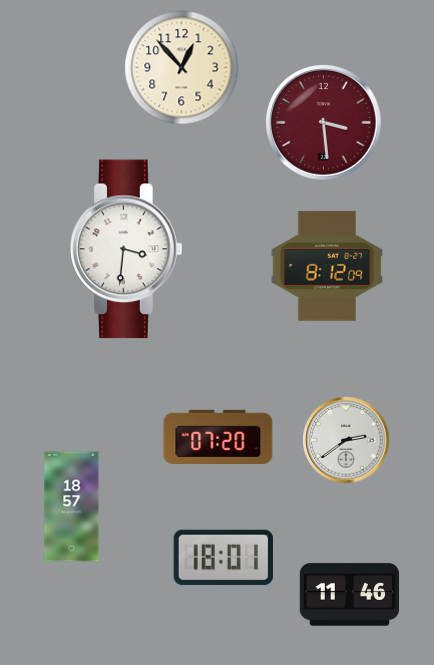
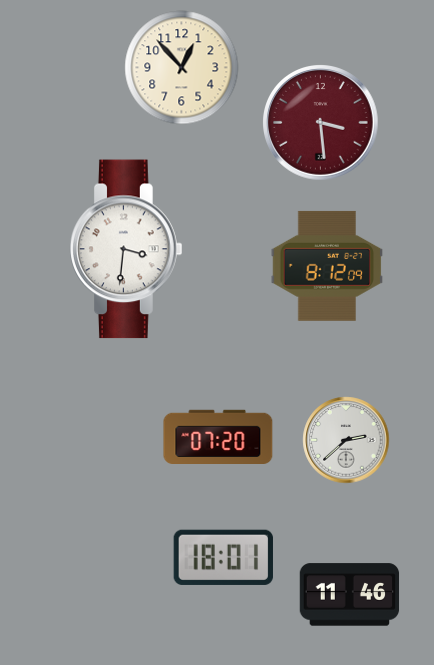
clock at (324, 123) position: (324, 123) -> (321, 123)
clock at (346, 440): 2:39 -> 2:38
clock at (72, 507): 18:57 -> none
